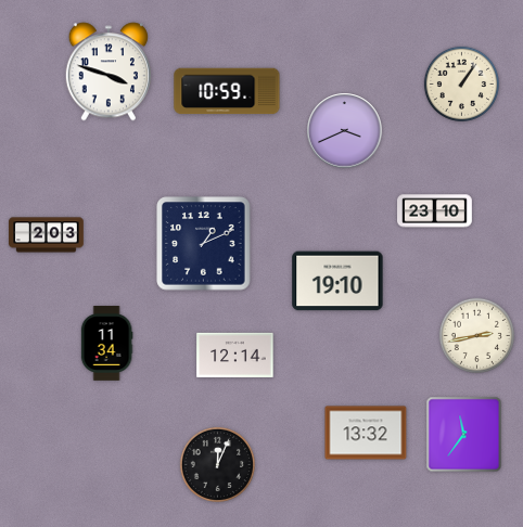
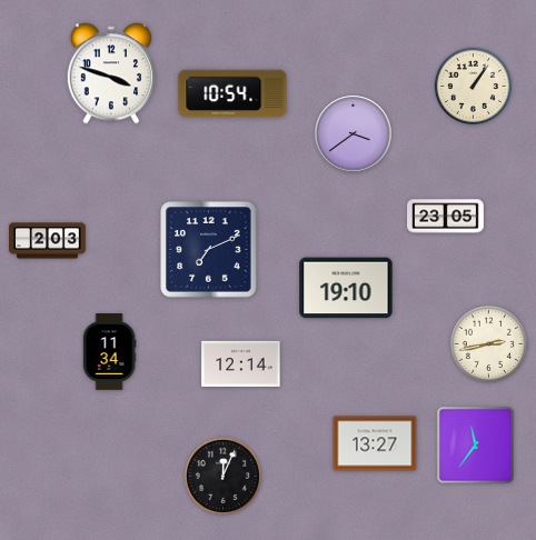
clock at (227, 91): 10:59 -> 10:54
clock at (345, 131): 3:41 -> 3:39
clock at (435, 211): 23:10 -> 23:05
clock at (204, 244): 1:11 -> 7:11
clock at (366, 433): 13:32 -> 13:27
